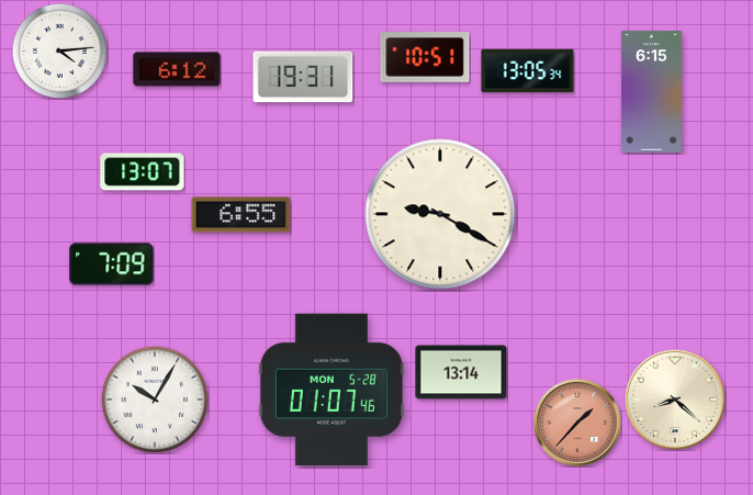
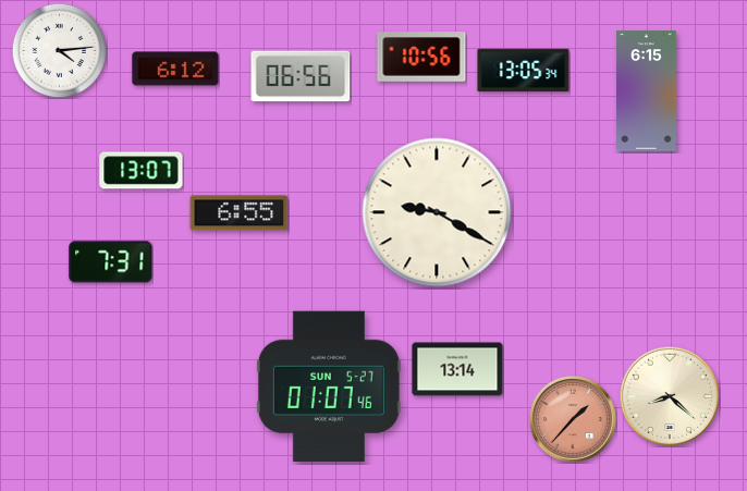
clock at (425, 57): 10:51 -> 10:56
clock at (303, 77): 19:31 -> 06:56
clock at (112, 265): 7:09 -> 7:31
clock at (331, 390) date: MON 5-28 -> SUN 5-27
clock at (155, 400): 10:05 -> none
